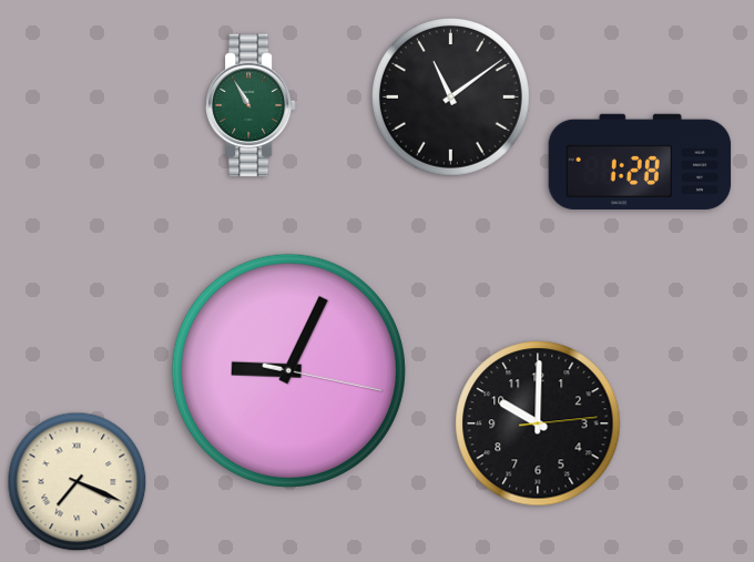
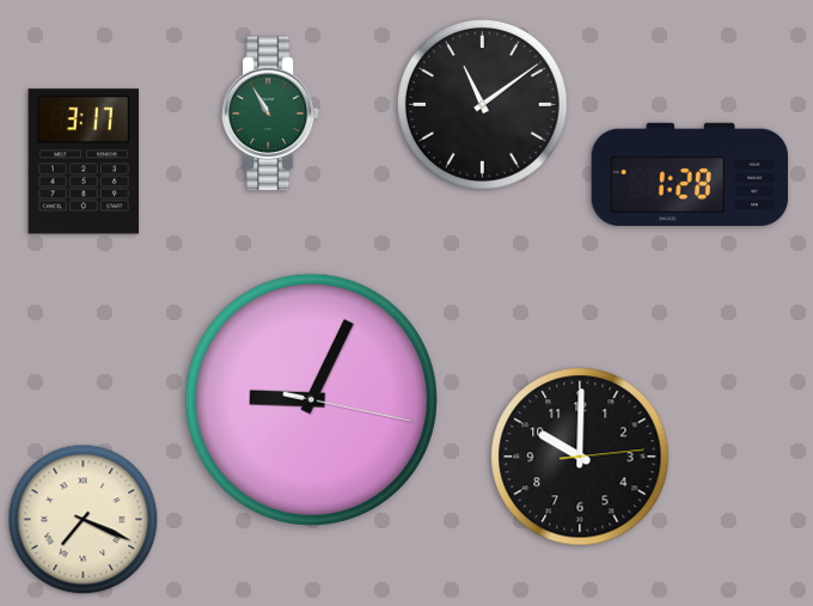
clock at (450, 96) position: (450, 96) -> (482, 104)
clock at (84, 161): none -> 3:17
